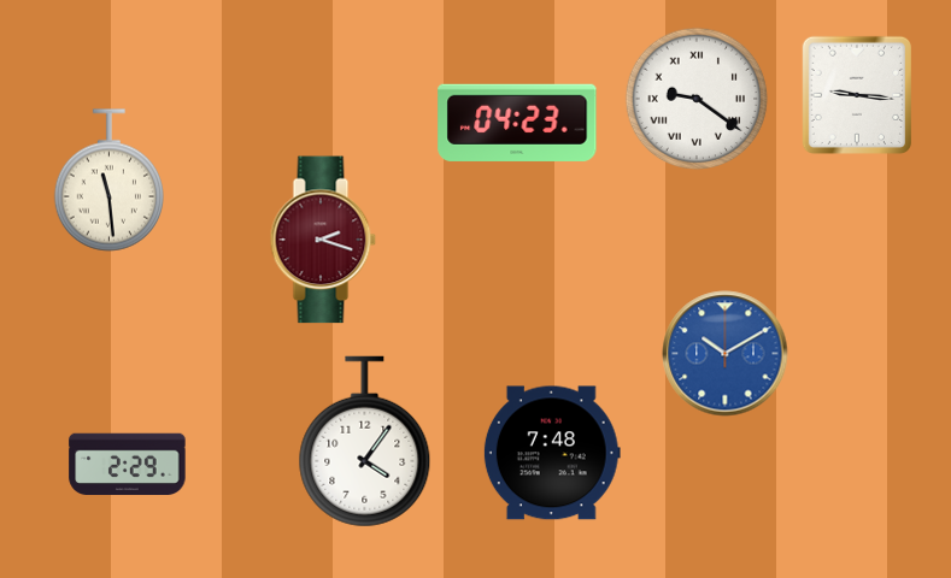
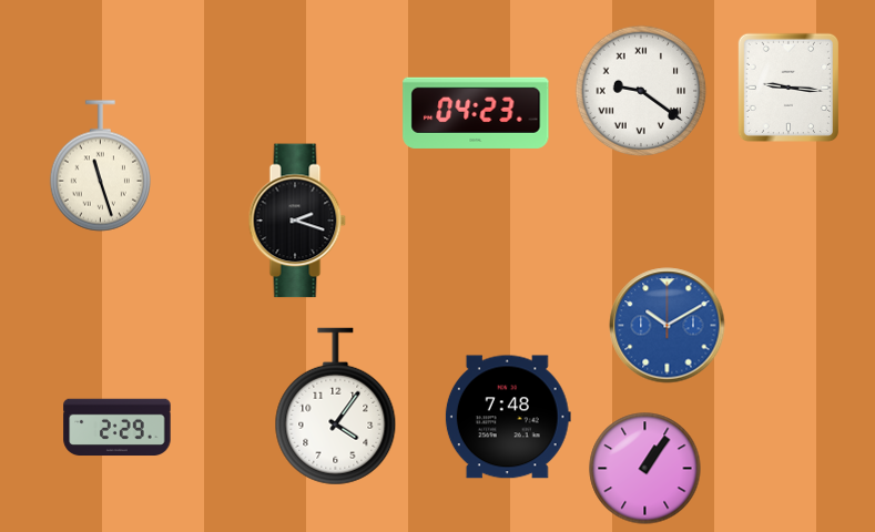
clock at (108, 181): 11:29 -> 11:27
clock at (323, 240) dial: burgundy -> black
clock at (645, 469): none -> 1:06
